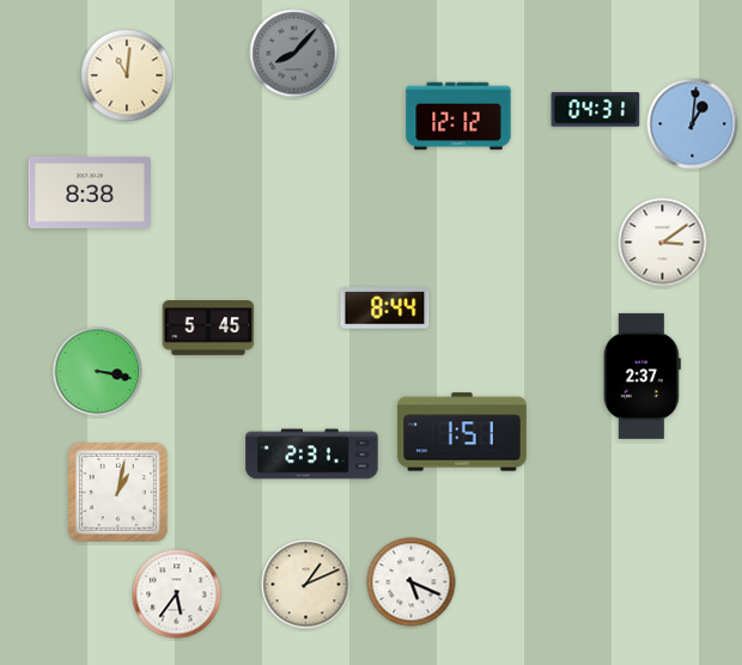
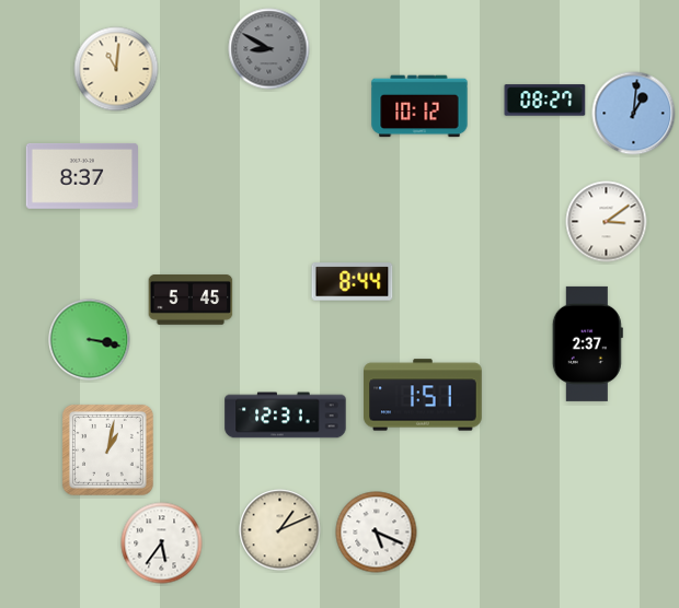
clock at (294, 54): 8:07 -> 8:50
clock at (596, 110): 04:31 -> 08:27
clock at (458, 116): 12:12 -> 10:12
clock at (89, 193): 8:38 -> 8:37
clock at (312, 454): 2:31 -> 12:31
clock at (306, 585) position: (306, 585) -> (280, 530)
